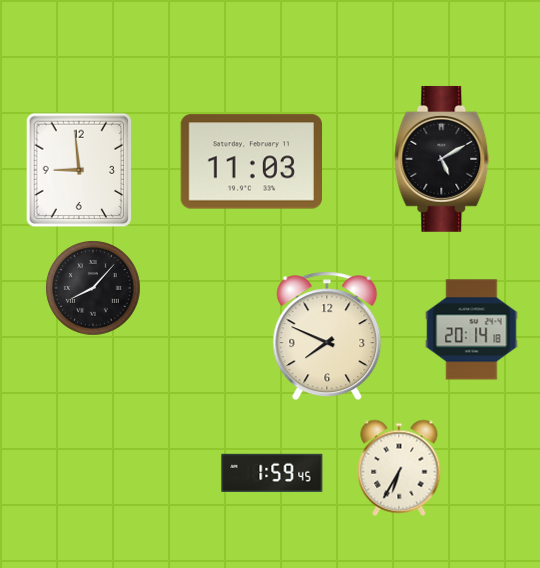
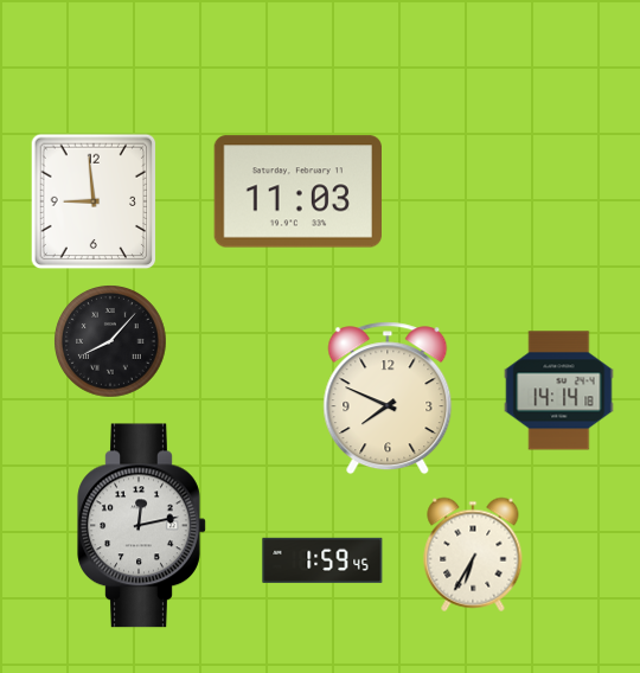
clock at (442, 159): 5:10 -> none
clock at (472, 330): 20:14 -> 14:14
clock at (142, 526): none -> 12:13
